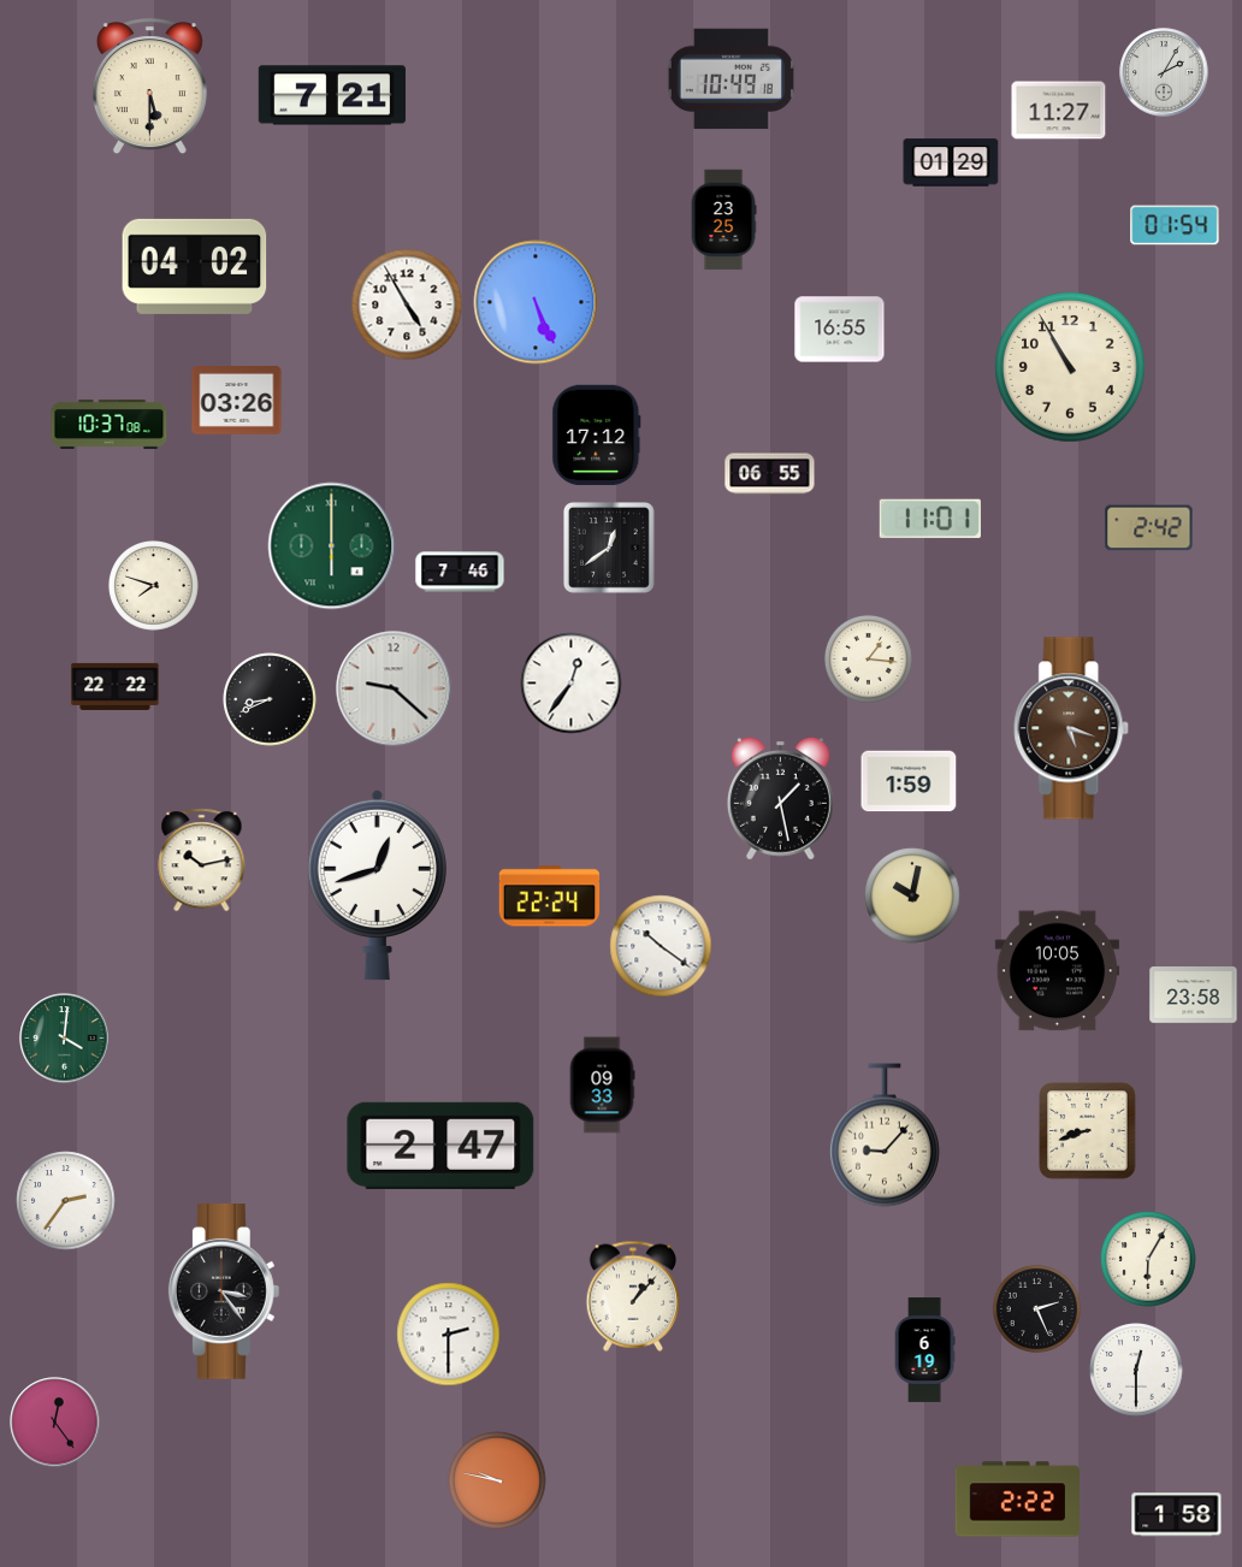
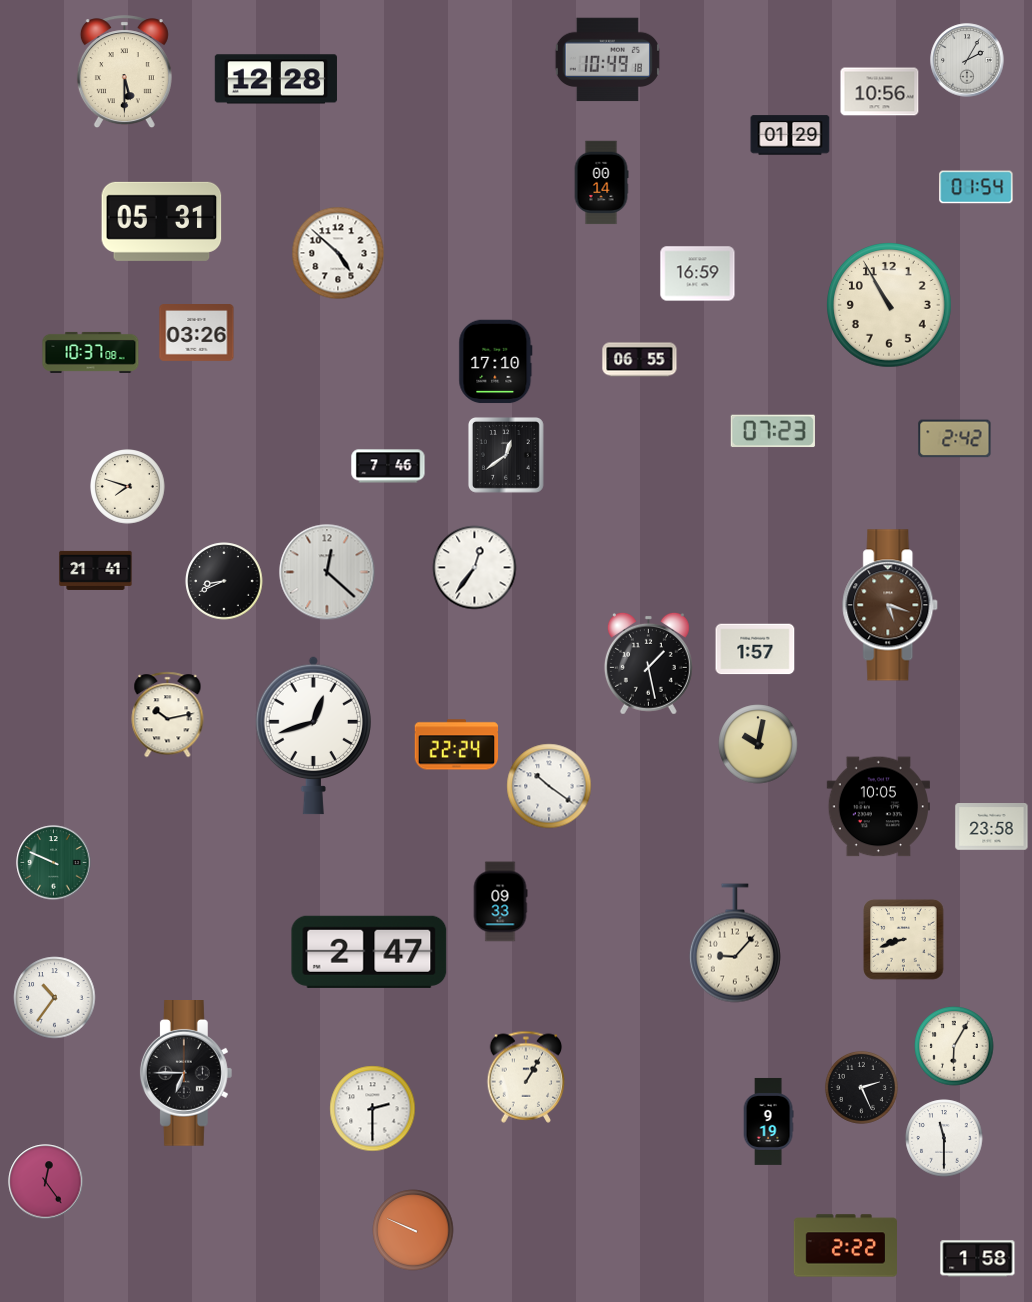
clock at (731, 79) position: (731, 79) -> (607, 60)
clock at (332, 95): 7:21 -> 12:28
clock at (1059, 111): 11:27 -> 10:56
clock at (723, 220): 23:25 -> 00:14
clock at (195, 266): 04:02 -> 05:31
clock at (536, 302): 5:26 -> none
clock at (407, 304): 4:55 -> 4:52
clock at (840, 330): 16:55 -> 16:59
clock at (597, 436): 17:12 -> 17:10
clock at (770, 474) position: (770, 474) -> (640, 360)
clock at (930, 519): 11:01 -> 07:23
clock at (332, 546): 6:00 -> none
clock at (460, 572) position: (460, 572) -> (388, 466)
clock at (868, 658): 1:16 -> none
clock at (116, 686): 22:22 -> 21:41
clock at (394, 688): 9:22 -> 12:22
clock at (909, 781): 1:59 -> 1:57
clock at (65, 1039): 4:01 -> 9:49
clock at (440, 1146) position: (440, 1146) -> (369, 952)
clock at (66, 1201): 2:36 -> 10:36
clock at (224, 1293): 3:24 -> 6:45
clock at (633, 1296): 1:07 -> 1:05
clock at (924, 1349): 6:19 -> 9:19
clock at (1136, 1370): 12:30 -> 11:30
clock at (497, 1480): 9:47 -> 9:49
